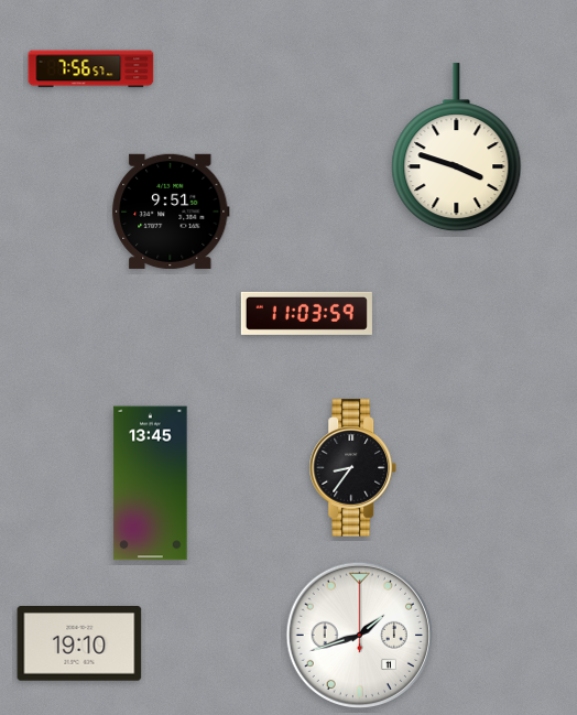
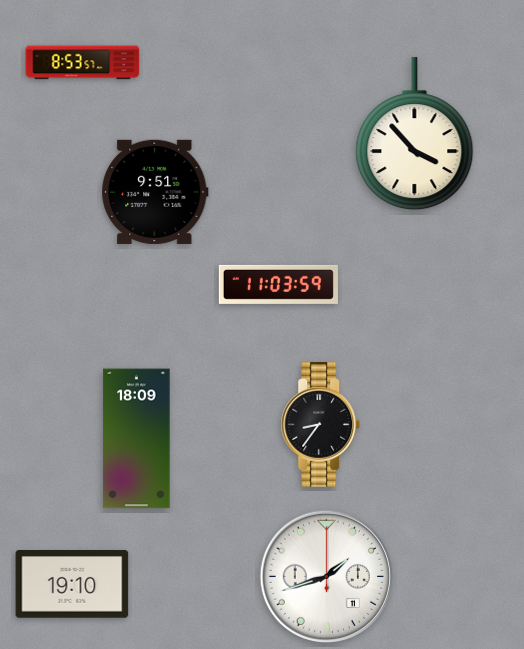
clock at (91, 69): 7:56 -> 8:53
clock at (457, 148): 3:48 -> 3:53
clock at (151, 484): 13:45 -> 18:09
